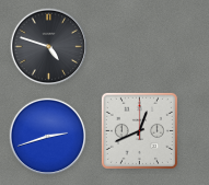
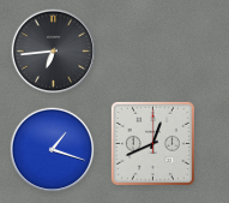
clock at (49, 47): 4:48 -> 6:44
clock at (48, 137): 2:42 -> 1:18
